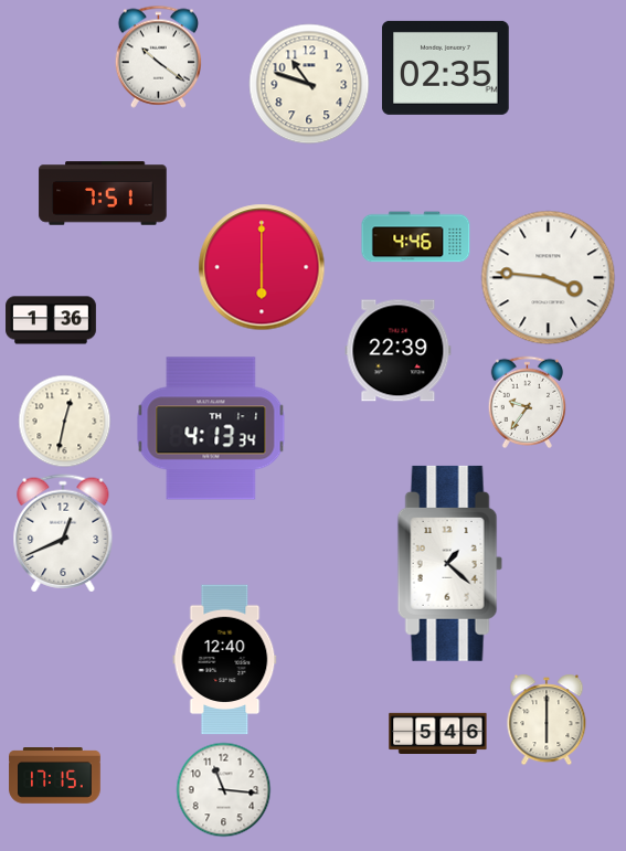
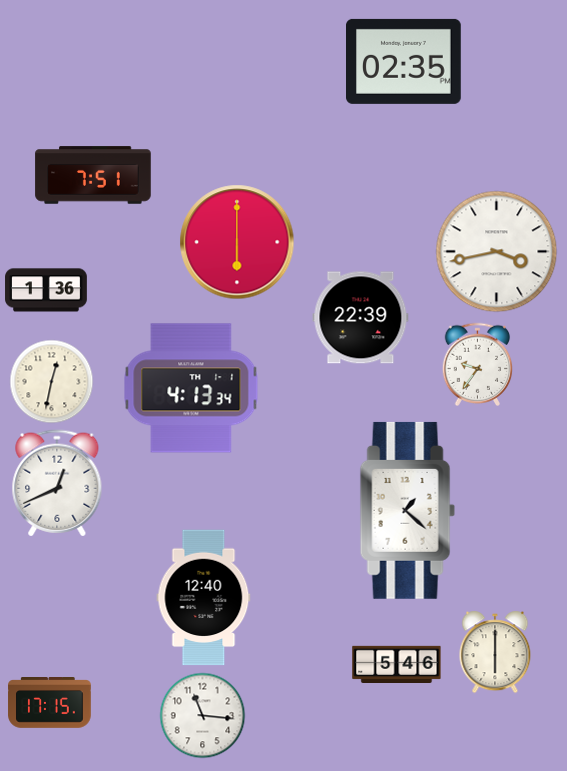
clock at (158, 56): 10:21 -> none
clock at (309, 84): 10:48 -> none
clock at (416, 237): 4:46 -> none
clock at (549, 278): 3:46 -> 3:43
clock at (65, 422) position: (65, 422) -> (52, 382)
